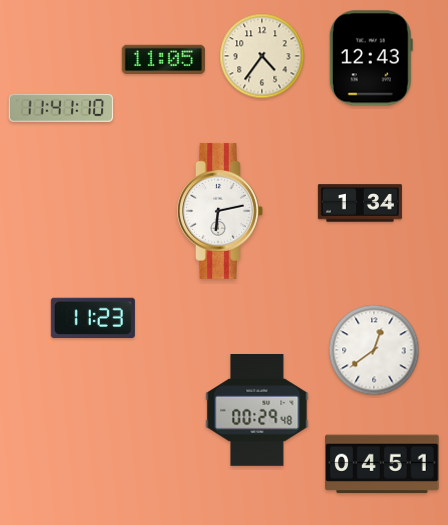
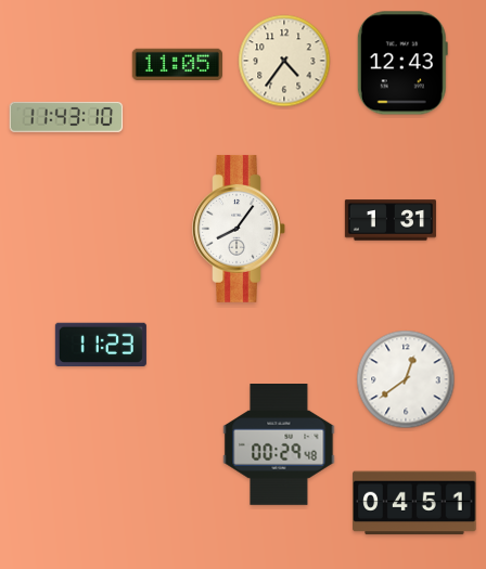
clock at (61, 108): 11:41 -> 11:43
clock at (360, 203): 1:34 -> 1:31
clock at (220, 211): 6:13 -> 8:06
